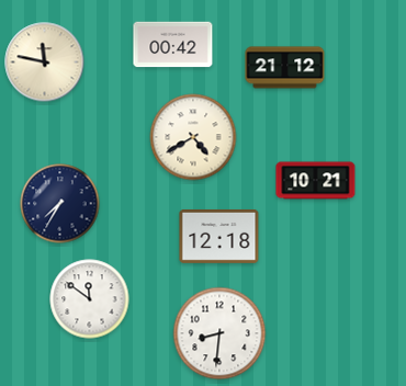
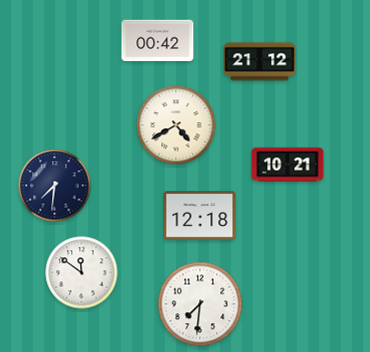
clock at (45, 63): 11:47 -> none
clock at (60, 204): 7:35 -> 7:31
clock at (219, 333): 8:31 -> 7:31
